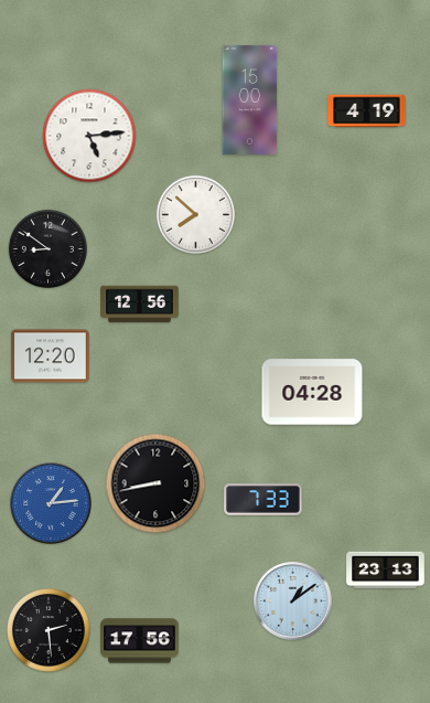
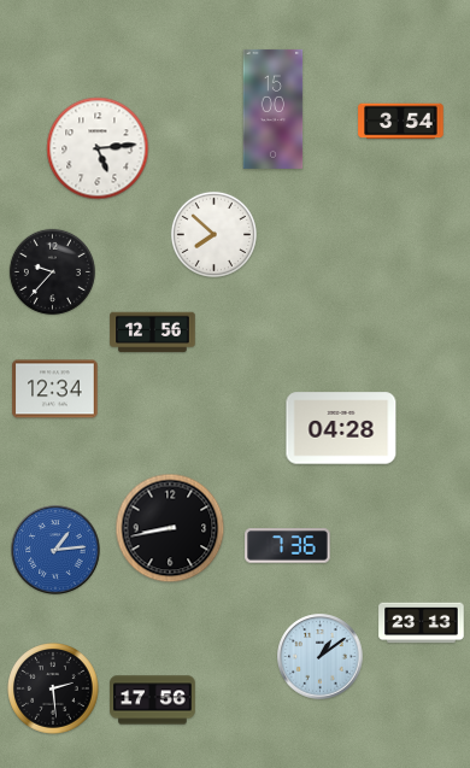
clock at (367, 111): 4:19 -> 3:54
clock at (47, 248): 8:51 -> 9:37
clock at (51, 356): 12:20 -> 12:34
clock at (264, 500): 7:33 -> 7:36
